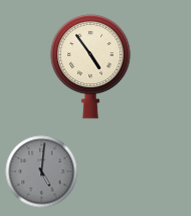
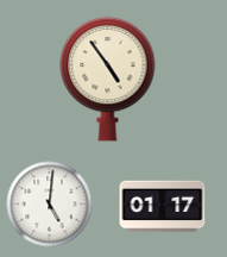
clock at (42, 172) dial: grey -> white
clock at (163, 207): none -> 01:17
